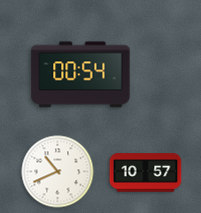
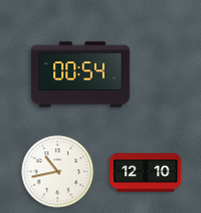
clock at (58, 172): 10:41 -> 10:43
clock at (146, 173): 10:57 -> 12:10
